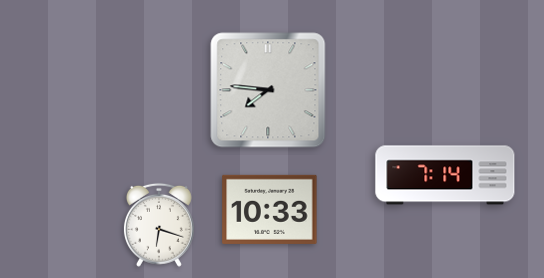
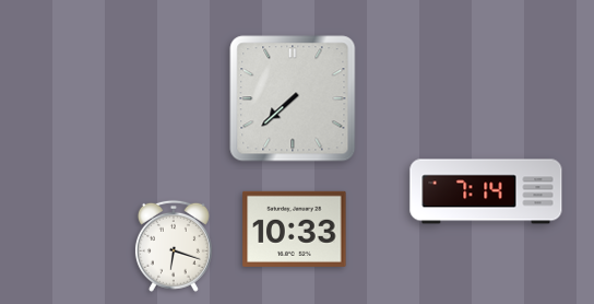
clock at (268, 90): 7:46 -> 7:38
